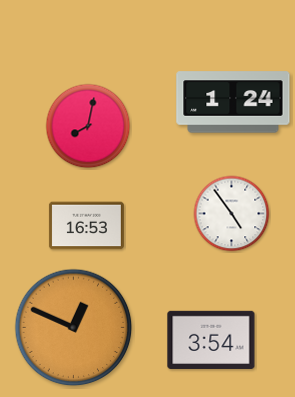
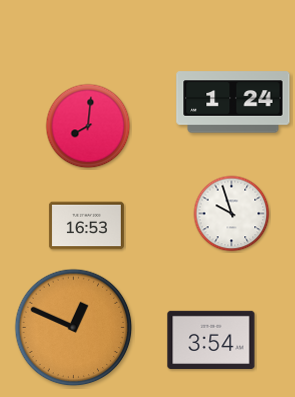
clock at (88, 126): 8:02 -> 8:01
clock at (232, 214): 4:54 -> 9:57
